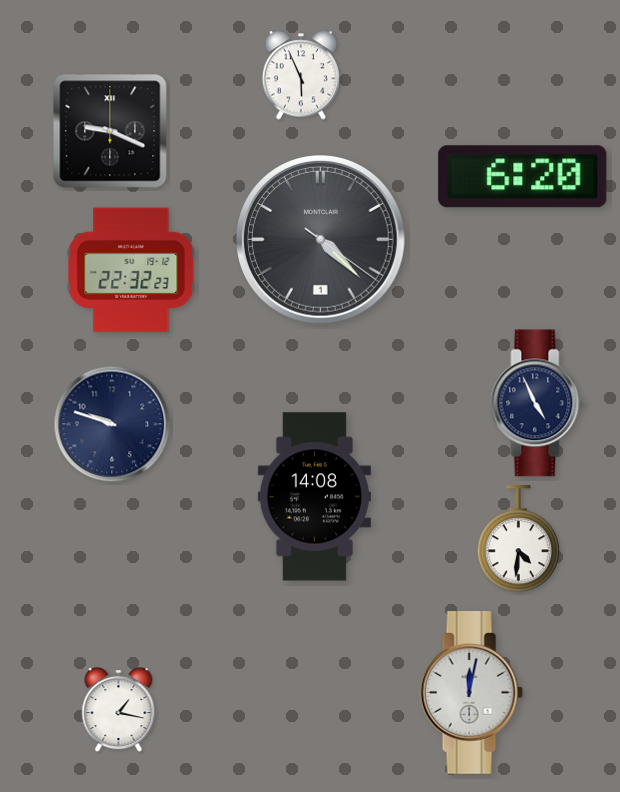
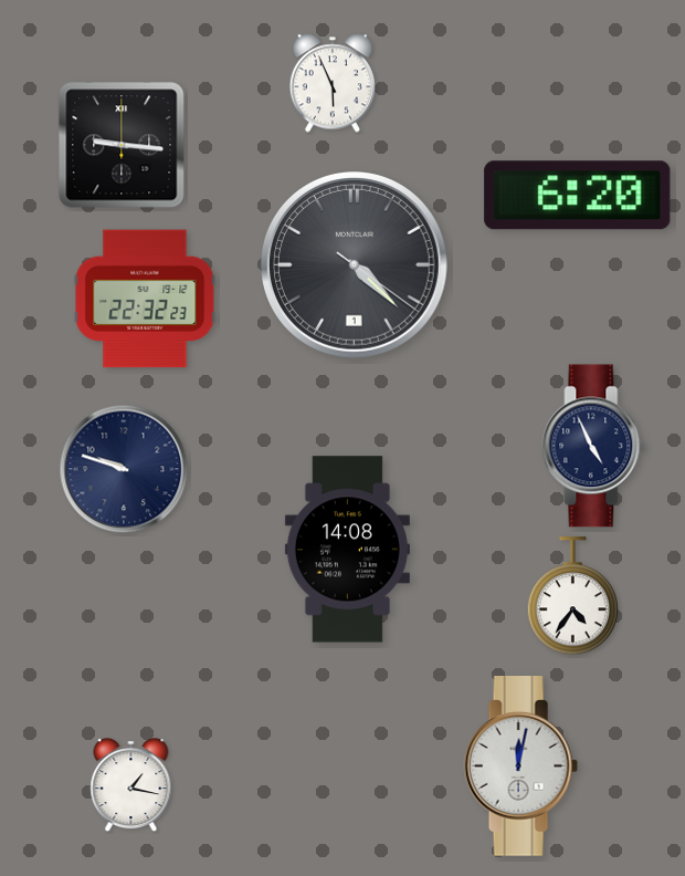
clock at (110, 131): 9:19 -> 9:16
clock at (518, 539): 4:31 -> 4:36
